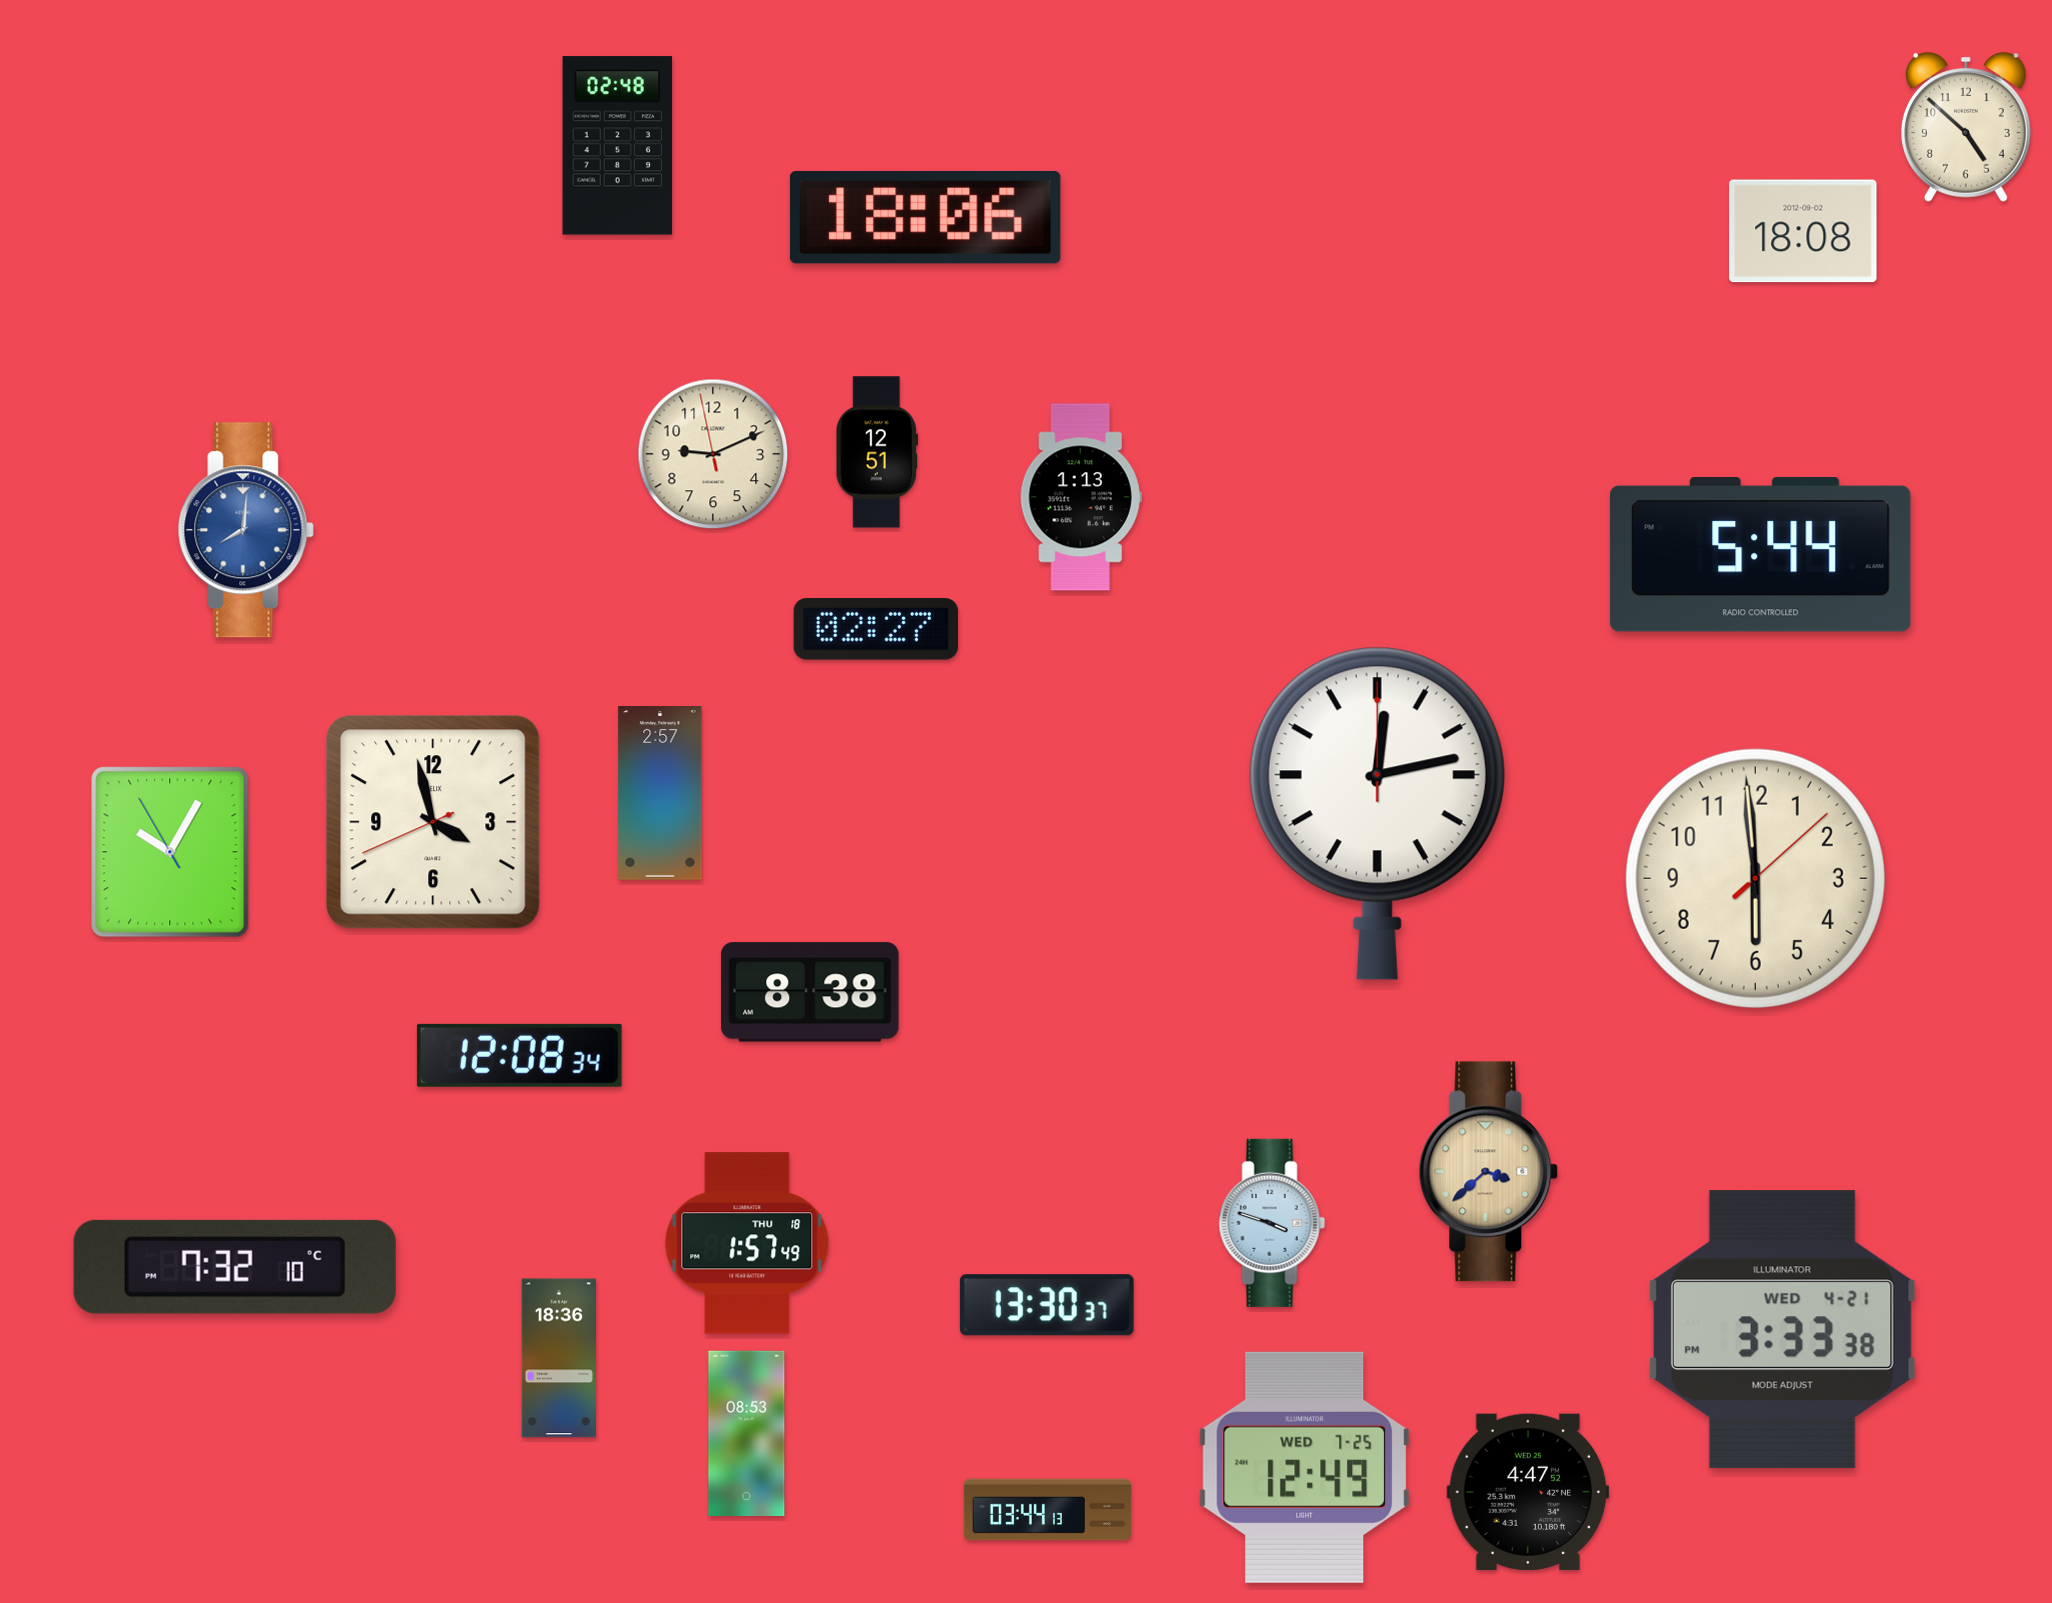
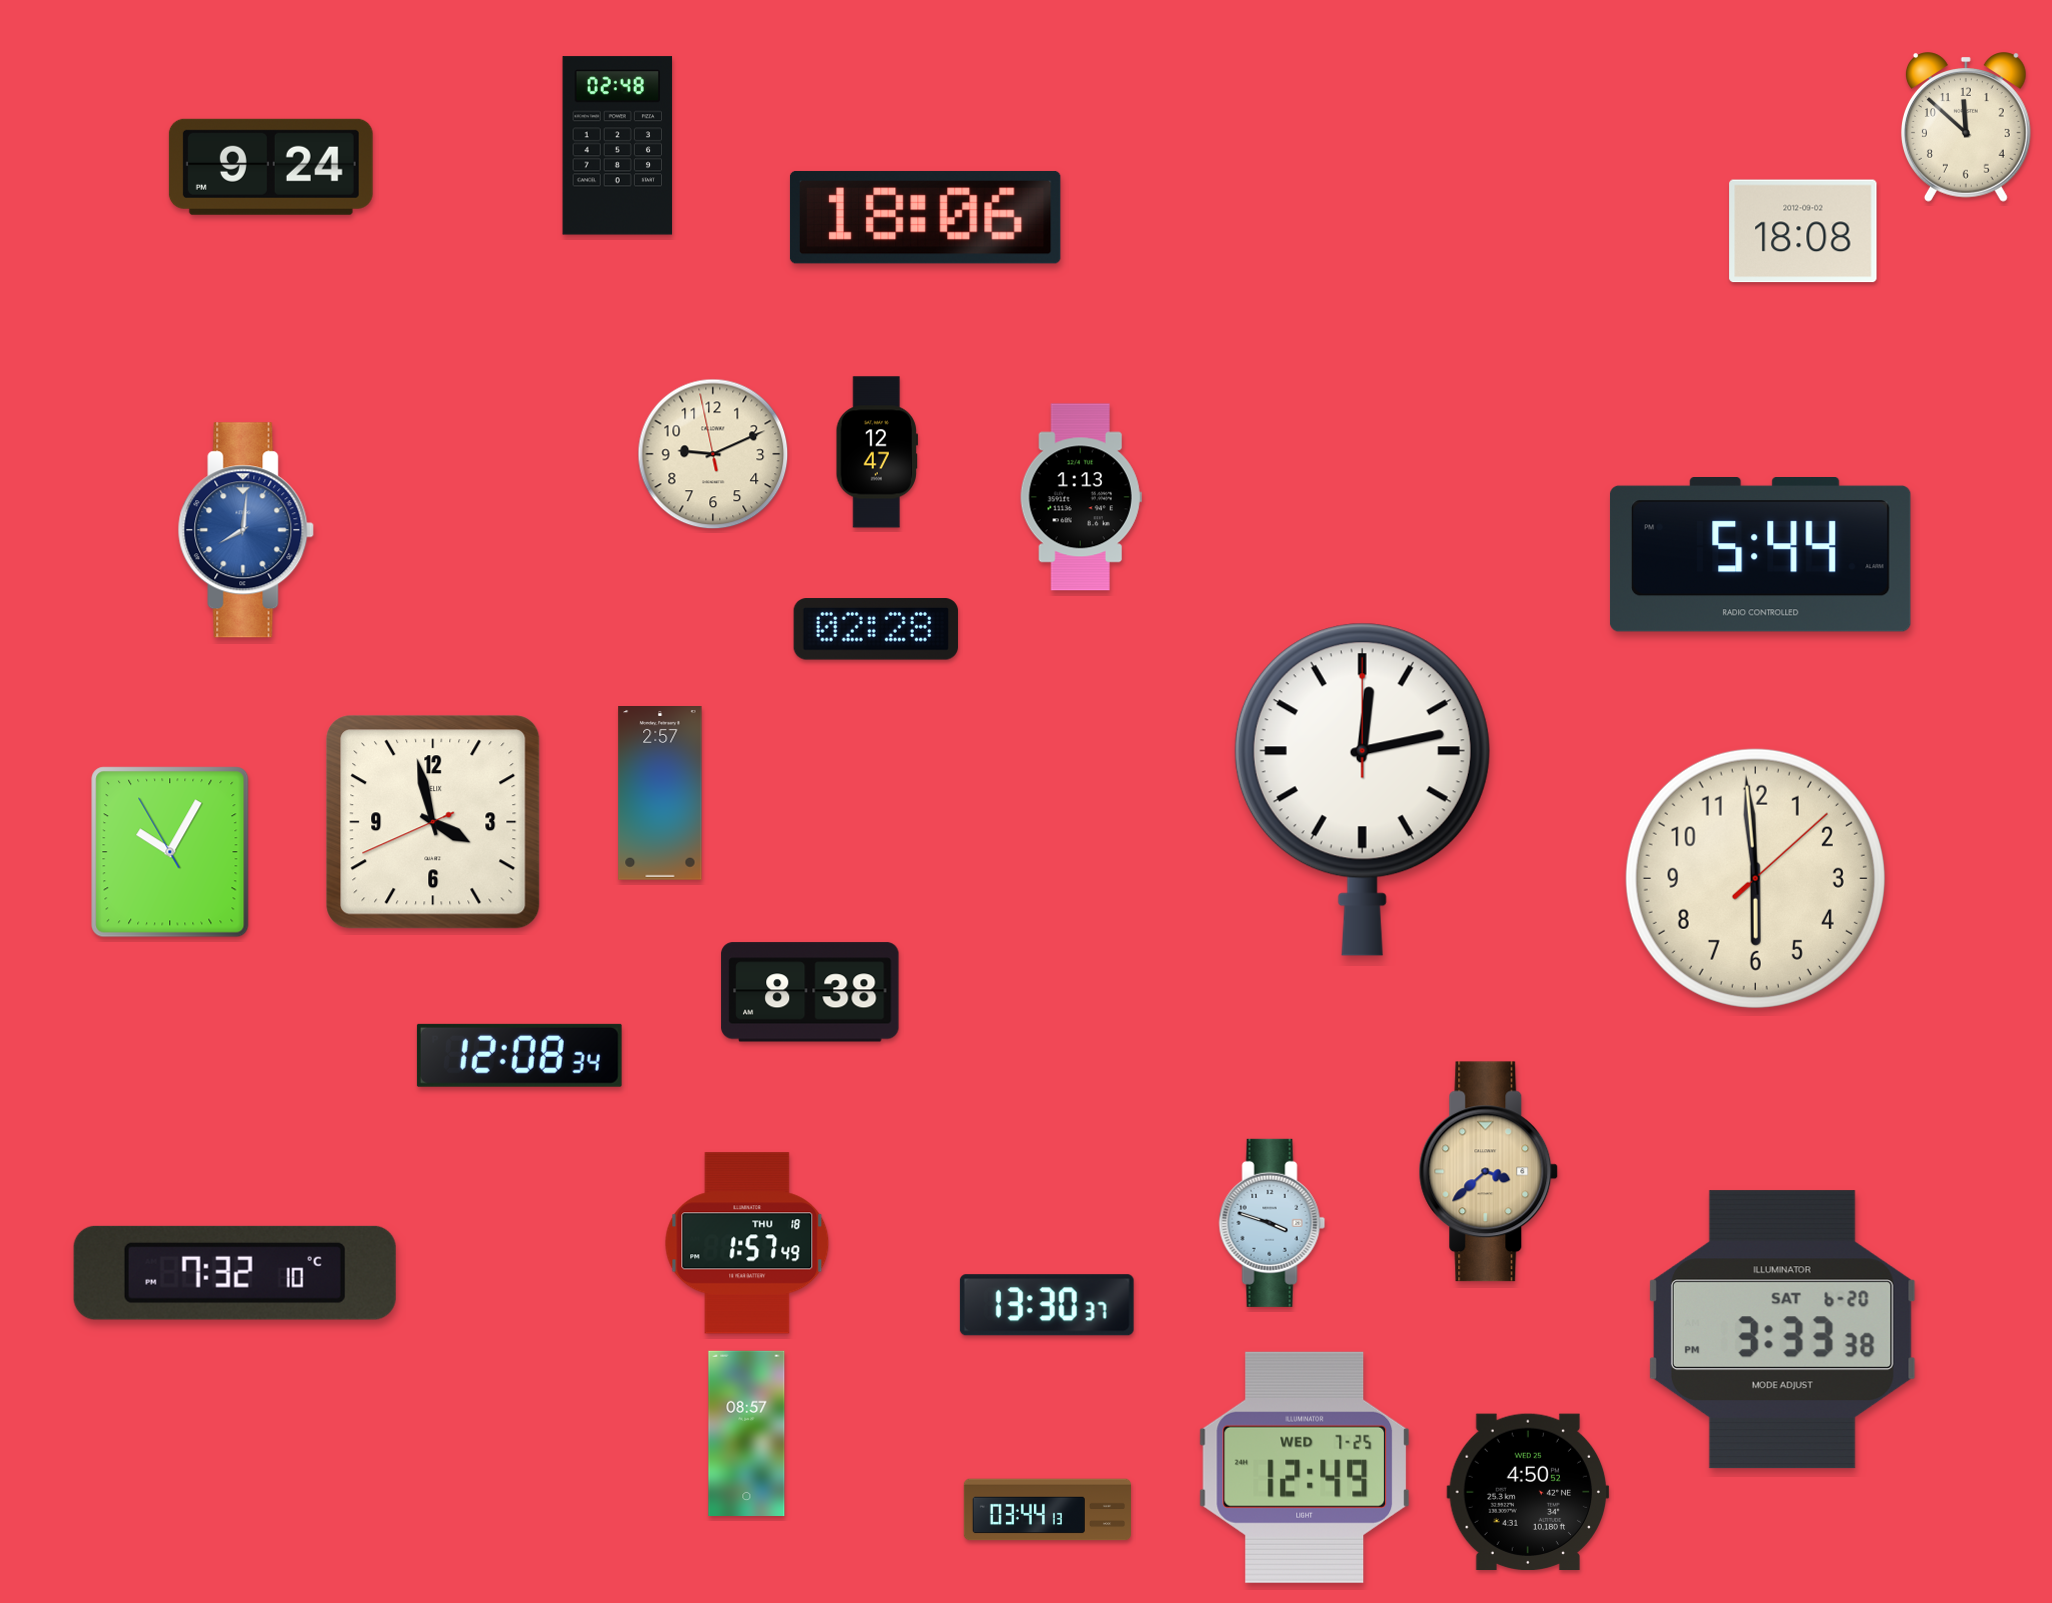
clock at (1966, 127): 4:52 -> 11:52
clock at (271, 167): none -> 9:24
clock at (876, 452): 12:51 -> 12:47
clock at (876, 629): 02:27 -> 02:28
clock at (1377, 813) position: (1377, 813) -> (1362, 789)
clock at (235, 1267) position: (235, 1267) -> (235, 1273)
clock at (1782, 1330) date: WED 4-21 -> SAT 6-20
clock at (559, 1358): 18:36 -> none
clock at (747, 1433): 08:53 -> 08:57
clock at (1528, 1491): 4:47 -> 4:50
